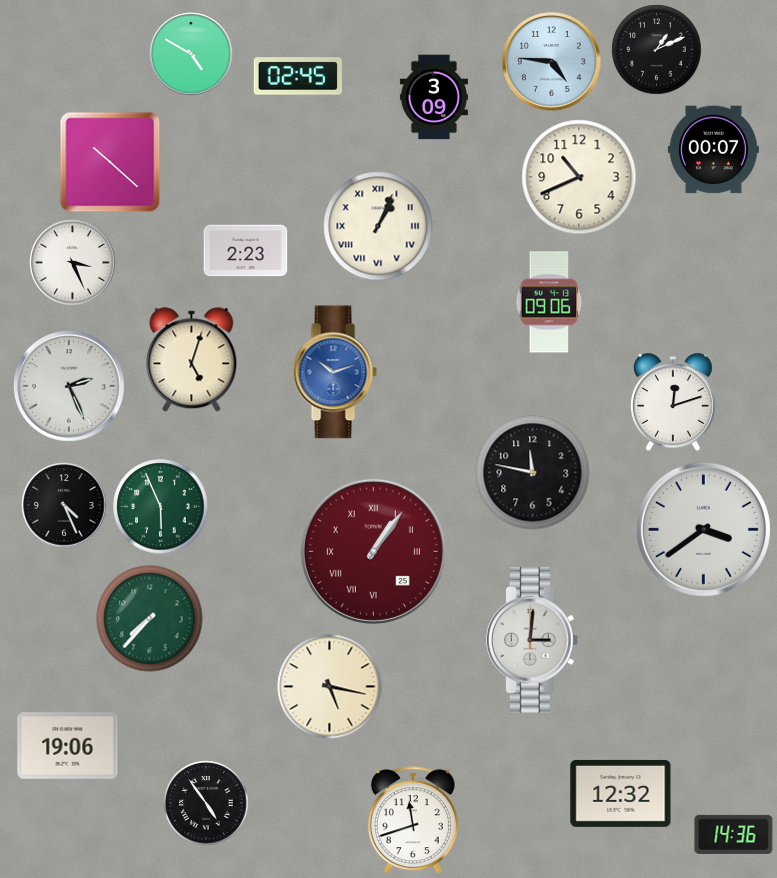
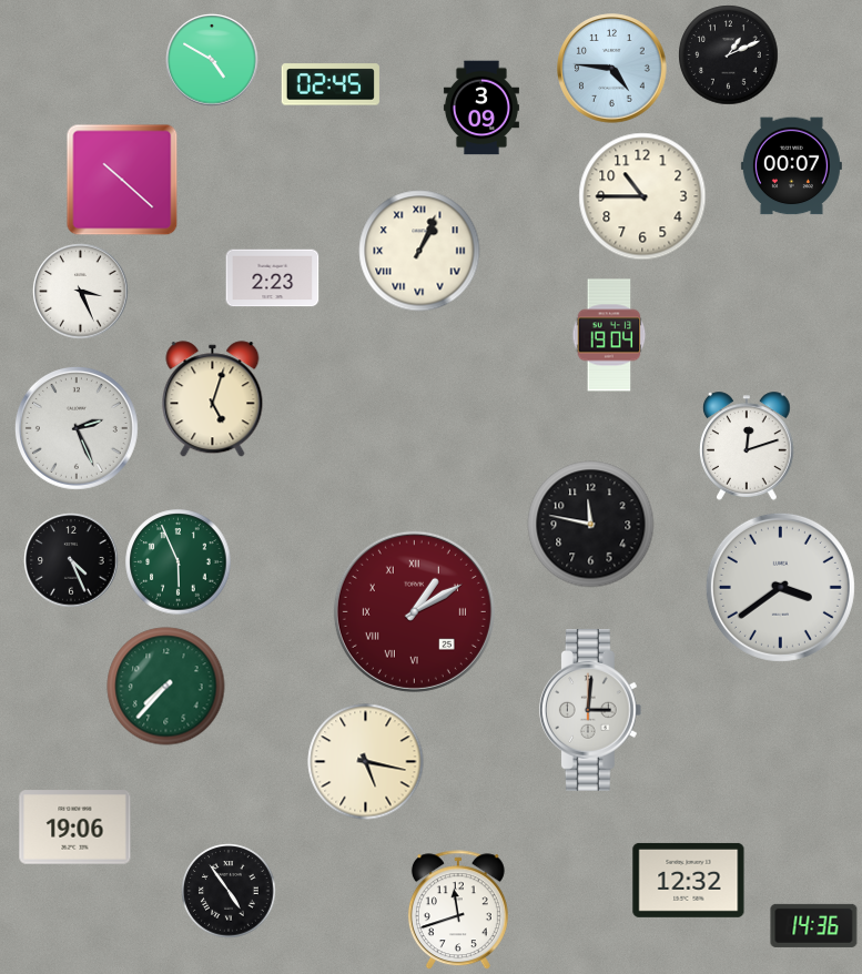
clock at (579, 177): 10:41 -> 10:45
clock at (549, 302): 09:06 -> 19:04
clock at (335, 372): 10:12 -> none
clock at (373, 551): 1:06 -> 1:10
